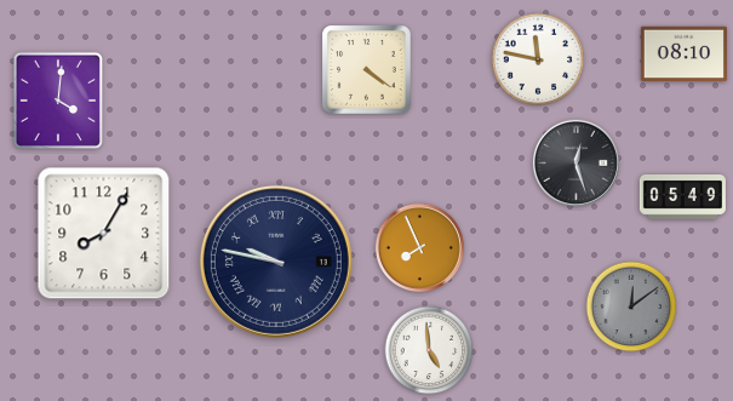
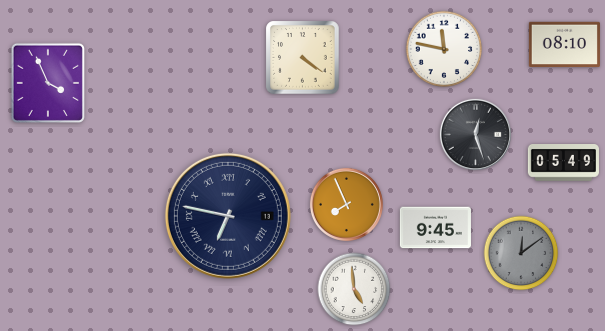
clock at (58, 99): 4:01 -> 3:56
clock at (104, 234): 8:05 -> none
clock at (276, 262): 9:47 -> 6:47
clock at (435, 228): none -> 9:45
